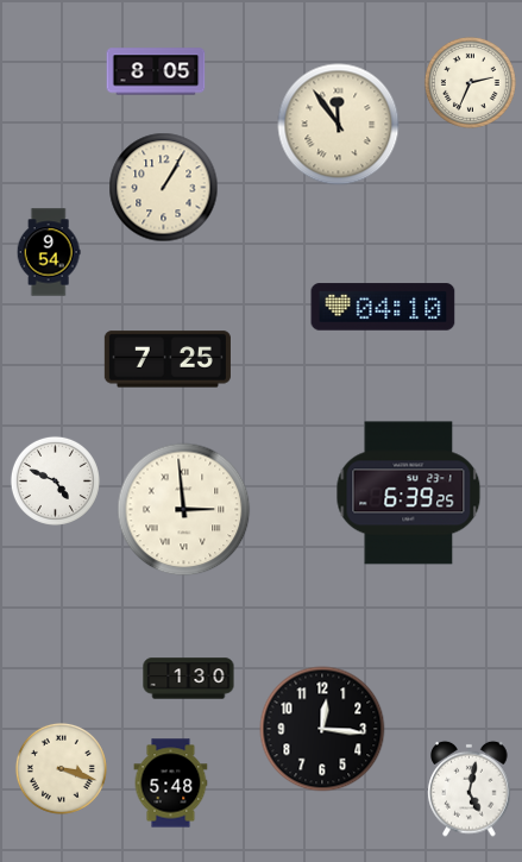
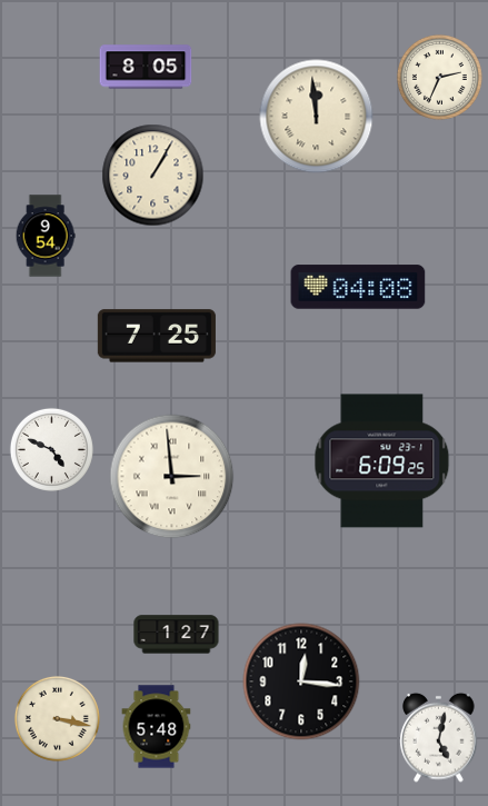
clock at (339, 125): 11:54 -> 11:59
clock at (383, 307): 04:10 -> 04:08
clock at (409, 493): 6:39 -> 6:09
clock at (189, 679): 1:30 -> 1:27
clock at (61, 768): 3:18 -> 3:17
clock at (171, 784) position: (171, 784) -> (157, 727)
